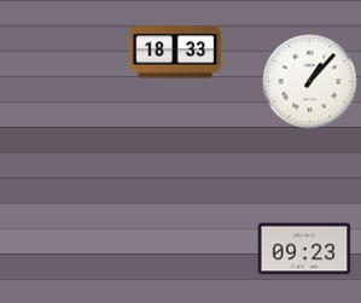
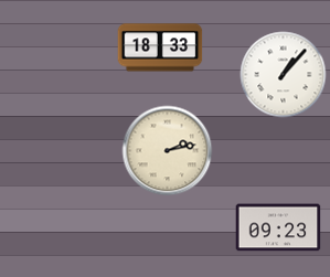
clock at (168, 151): none -> 2:13
